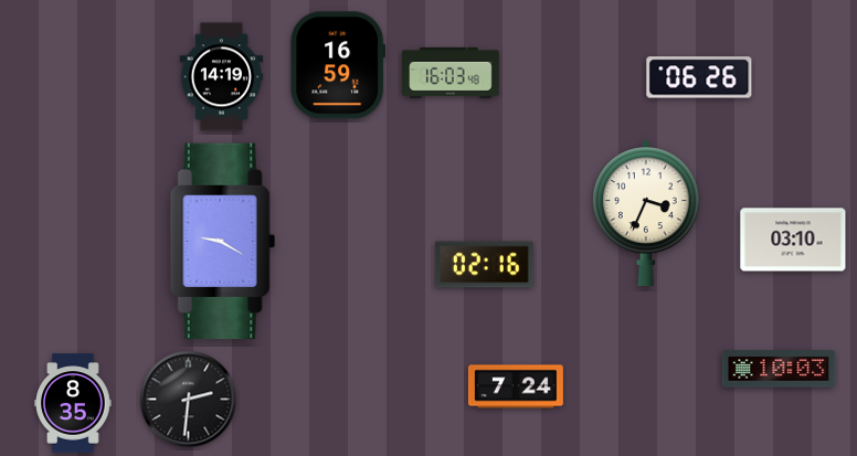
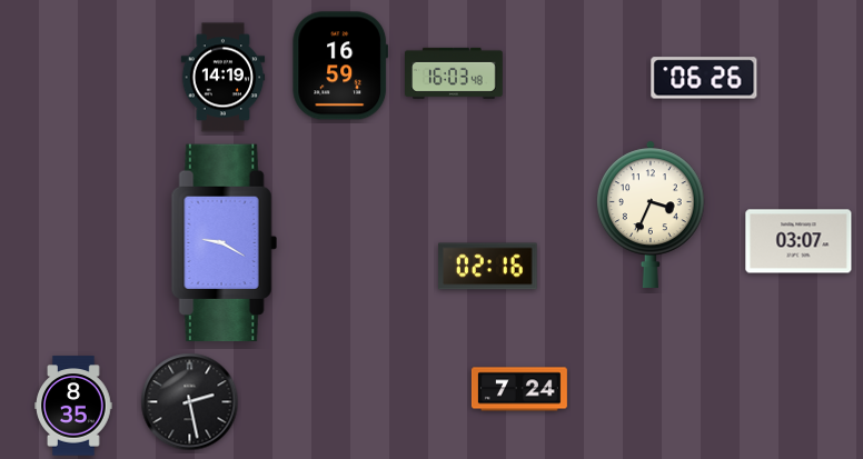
clock at (793, 240): 03:10 -> 03:07
clock at (779, 369): 10:03 -> none
clock at (189, 400): 2:31 -> 2:28
